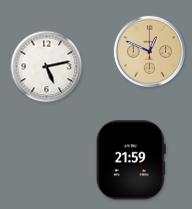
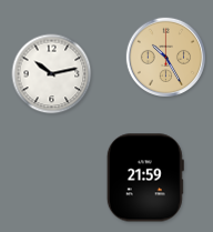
clock at (149, 51): 12:49 -> 10:25
clock at (47, 67): 5:13 -> 10:13
